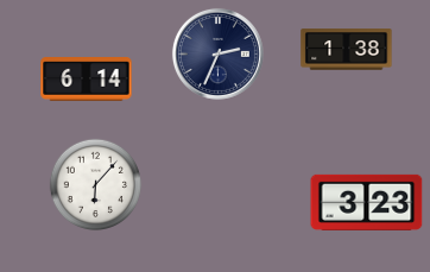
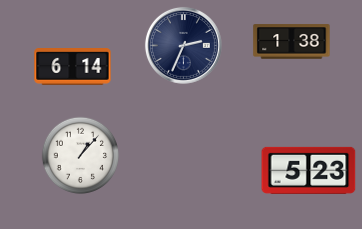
clock at (95, 184): 6:07 -> 1:07
clock at (367, 202): 3:23 -> 5:23
